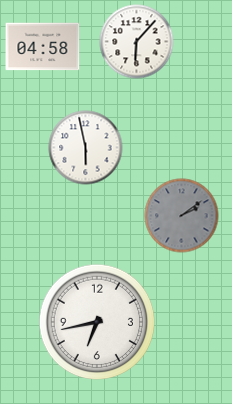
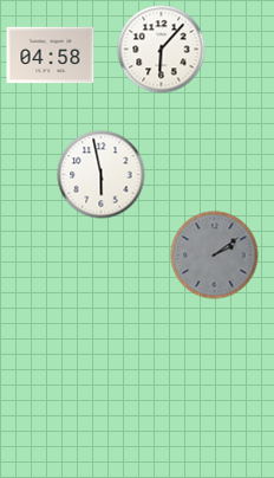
clock at (97, 322): 6:43 -> none
